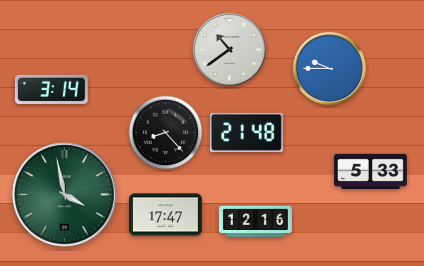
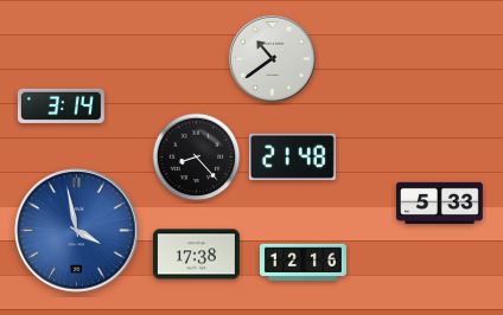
clock at (329, 68): 9:45 -> none
clock at (65, 195) dial: green -> blue
clock at (165, 215): 17:47 -> 17:38
